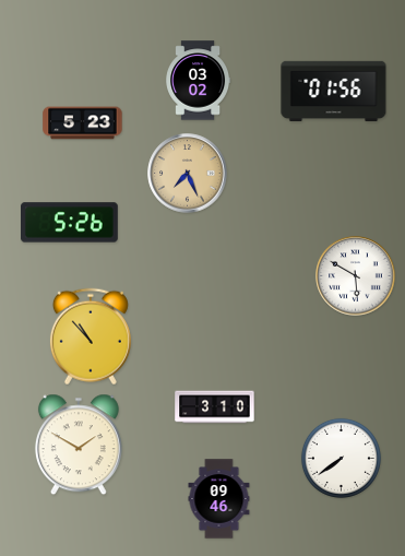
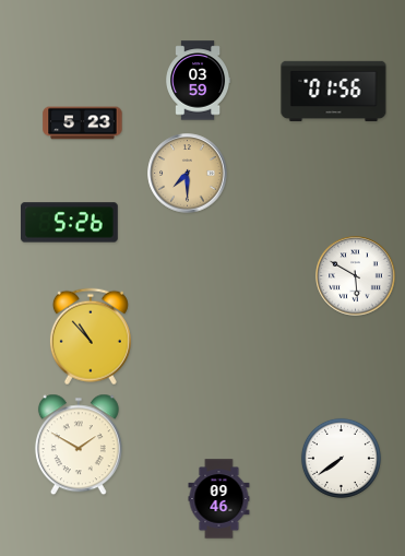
clock at (199, 81): 03:02 -> 03:59
clock at (188, 174): 7:26 -> 7:30
clock at (215, 407): 3:10 -> none
